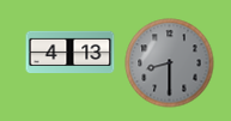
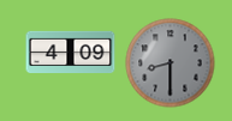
clock at (71, 52): 4:13 -> 4:09
